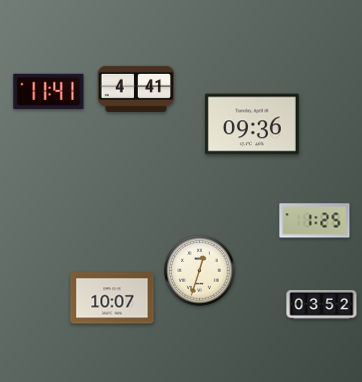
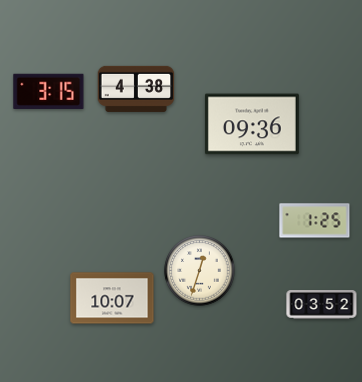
clock at (136, 89): 4:41 -> 4:38
clock at (49, 91): 11:41 -> 3:15
